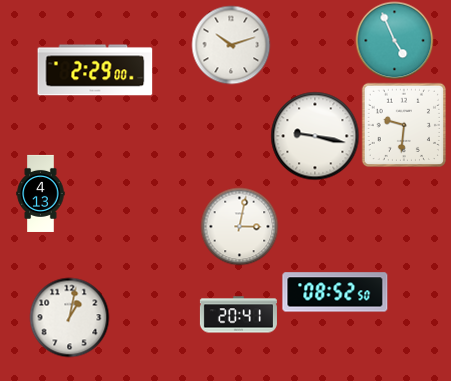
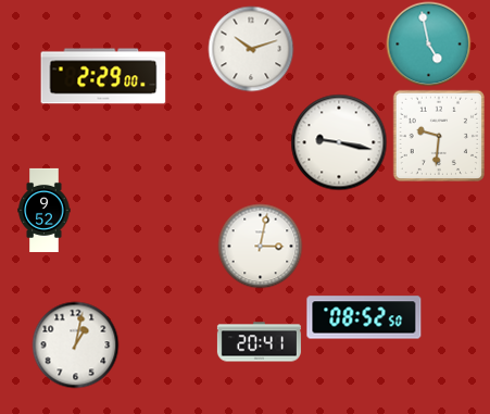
clock at (394, 40): 4:56 -> 4:58
clock at (315, 136) position: (315, 136) -> (339, 142)
clock at (41, 193): 4:13 -> 9:52
